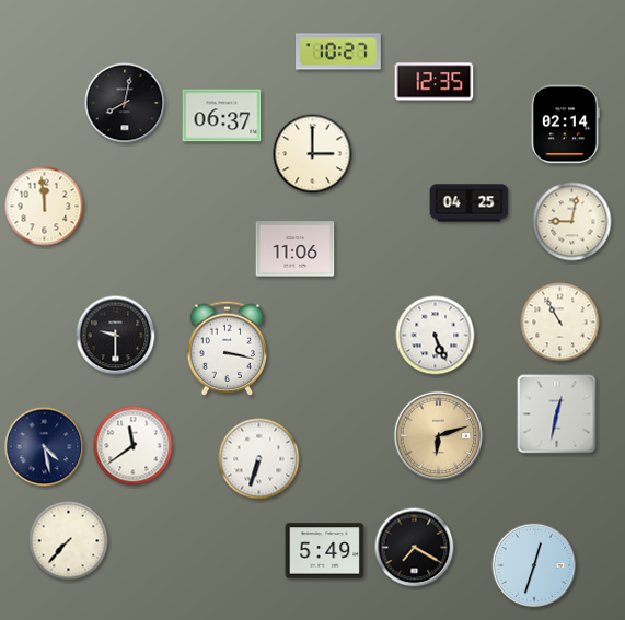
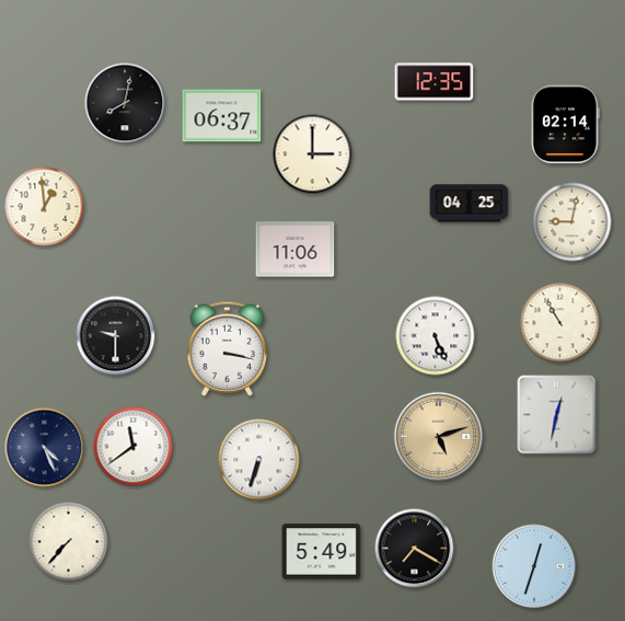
clock at (339, 51): 10:27 -> none
clock at (45, 207): 11:59 -> 12:59
clock at (439, 436): 6:12 -> 5:12
clock at (45, 447): 4:28 -> 4:26
clock at (325, 551) position: (325, 551) -> (322, 552)
